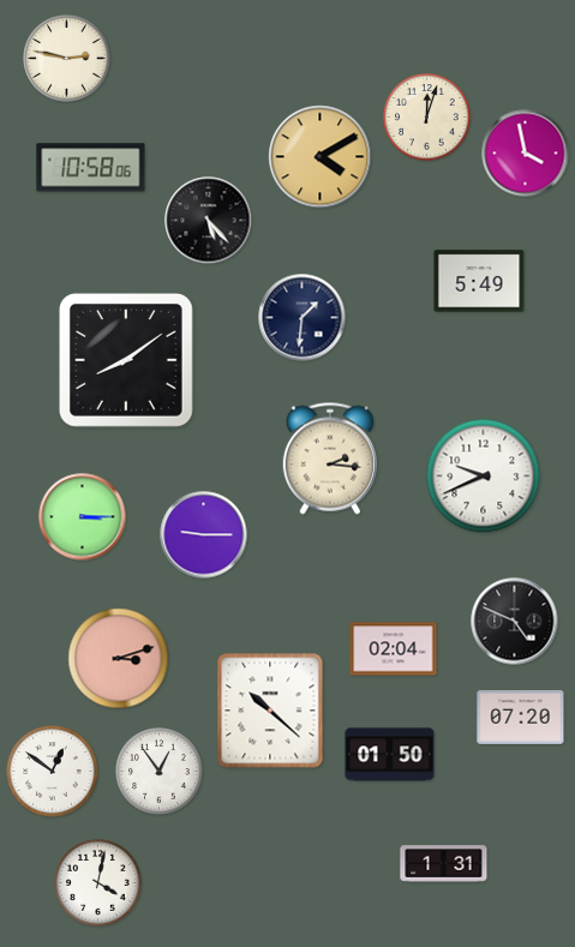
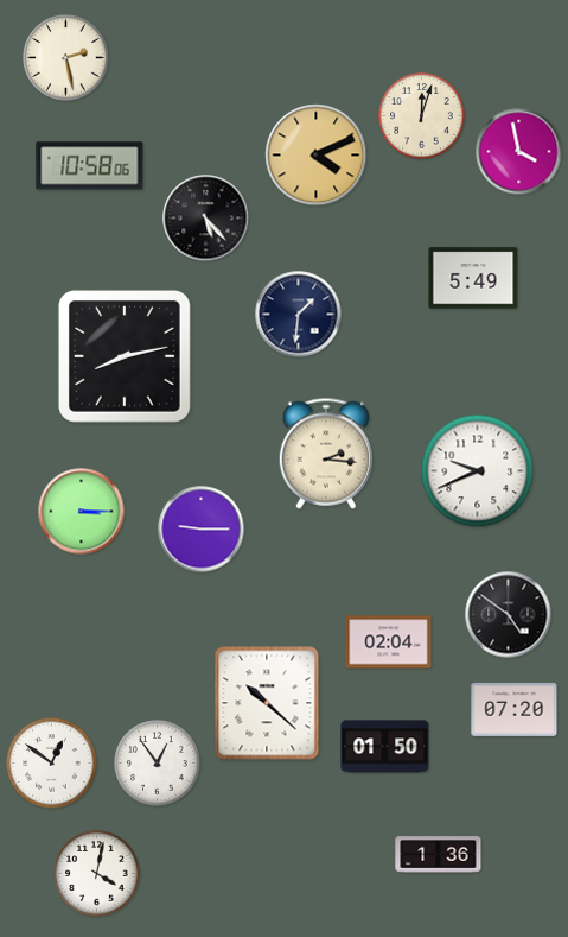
clock at (67, 59): 2:47 -> 2:28
clock at (321, 157): 4:10 -> 4:11
clock at (126, 360): 8:09 -> 8:13
clock at (515, 622): 4:49 -> 4:51
clock at (119, 659): 3:12 -> none
clock at (444, 864): 1:31 -> 1:36
